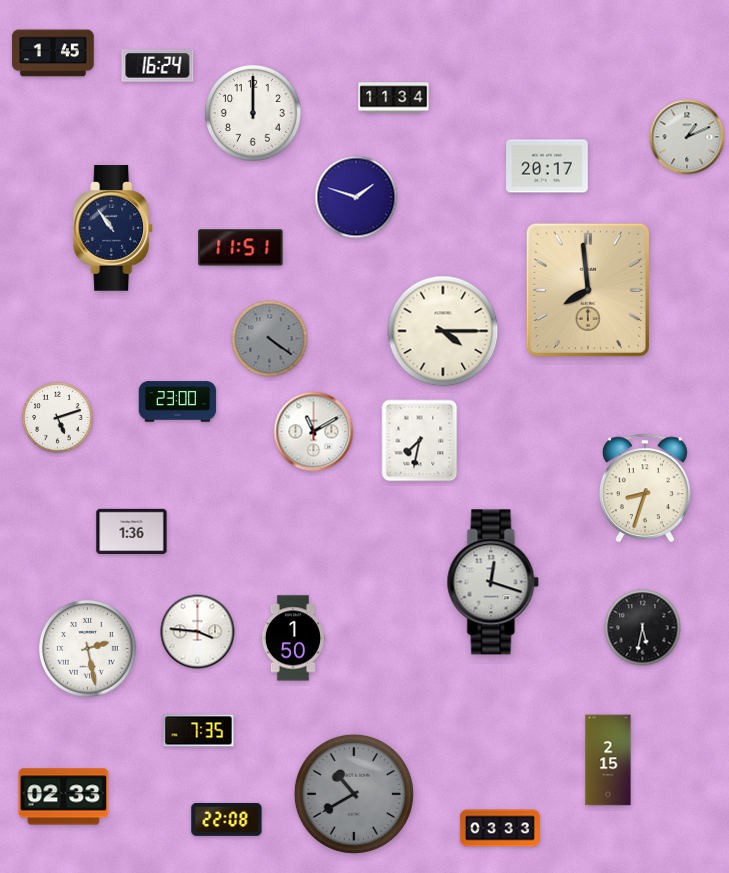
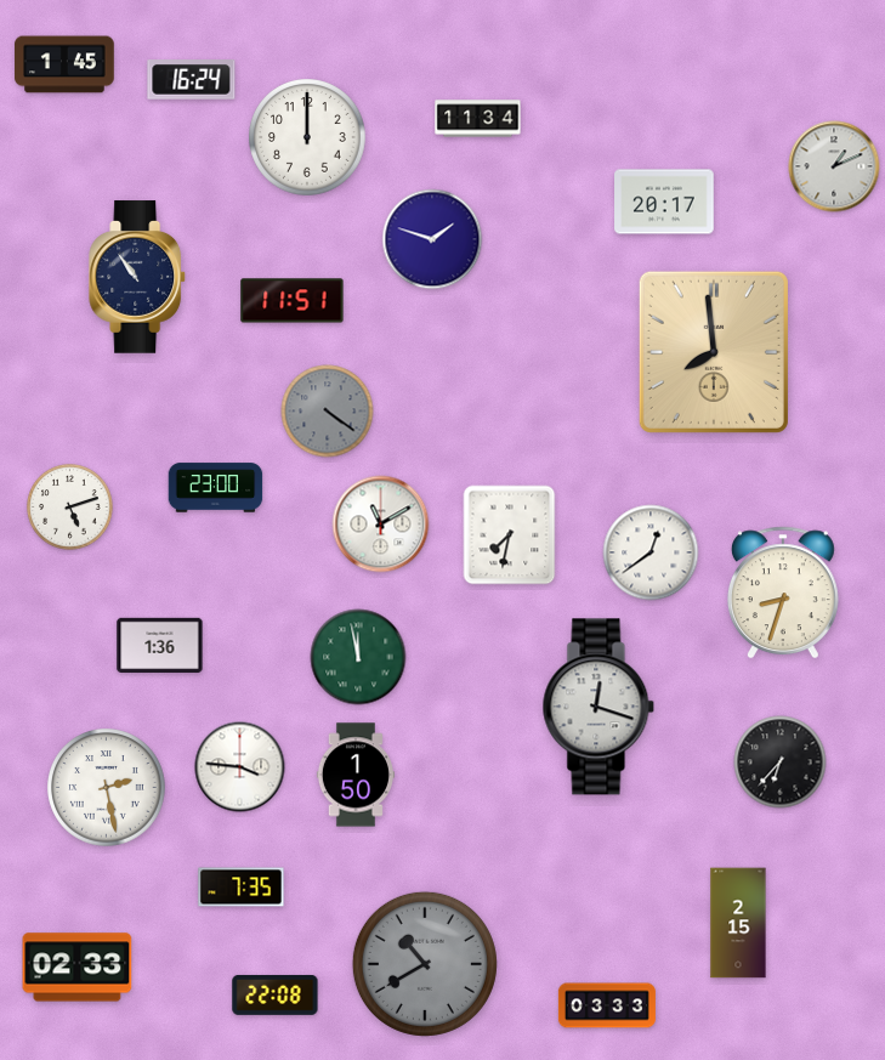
clock at (443, 331): 4:15 -> none
clock at (651, 552): none -> 12:39
clock at (358, 657): none -> 11:58
clock at (643, 628): 5:32 -> 6:37
clock at (354, 794) position: (354, 794) -> (425, 964)
